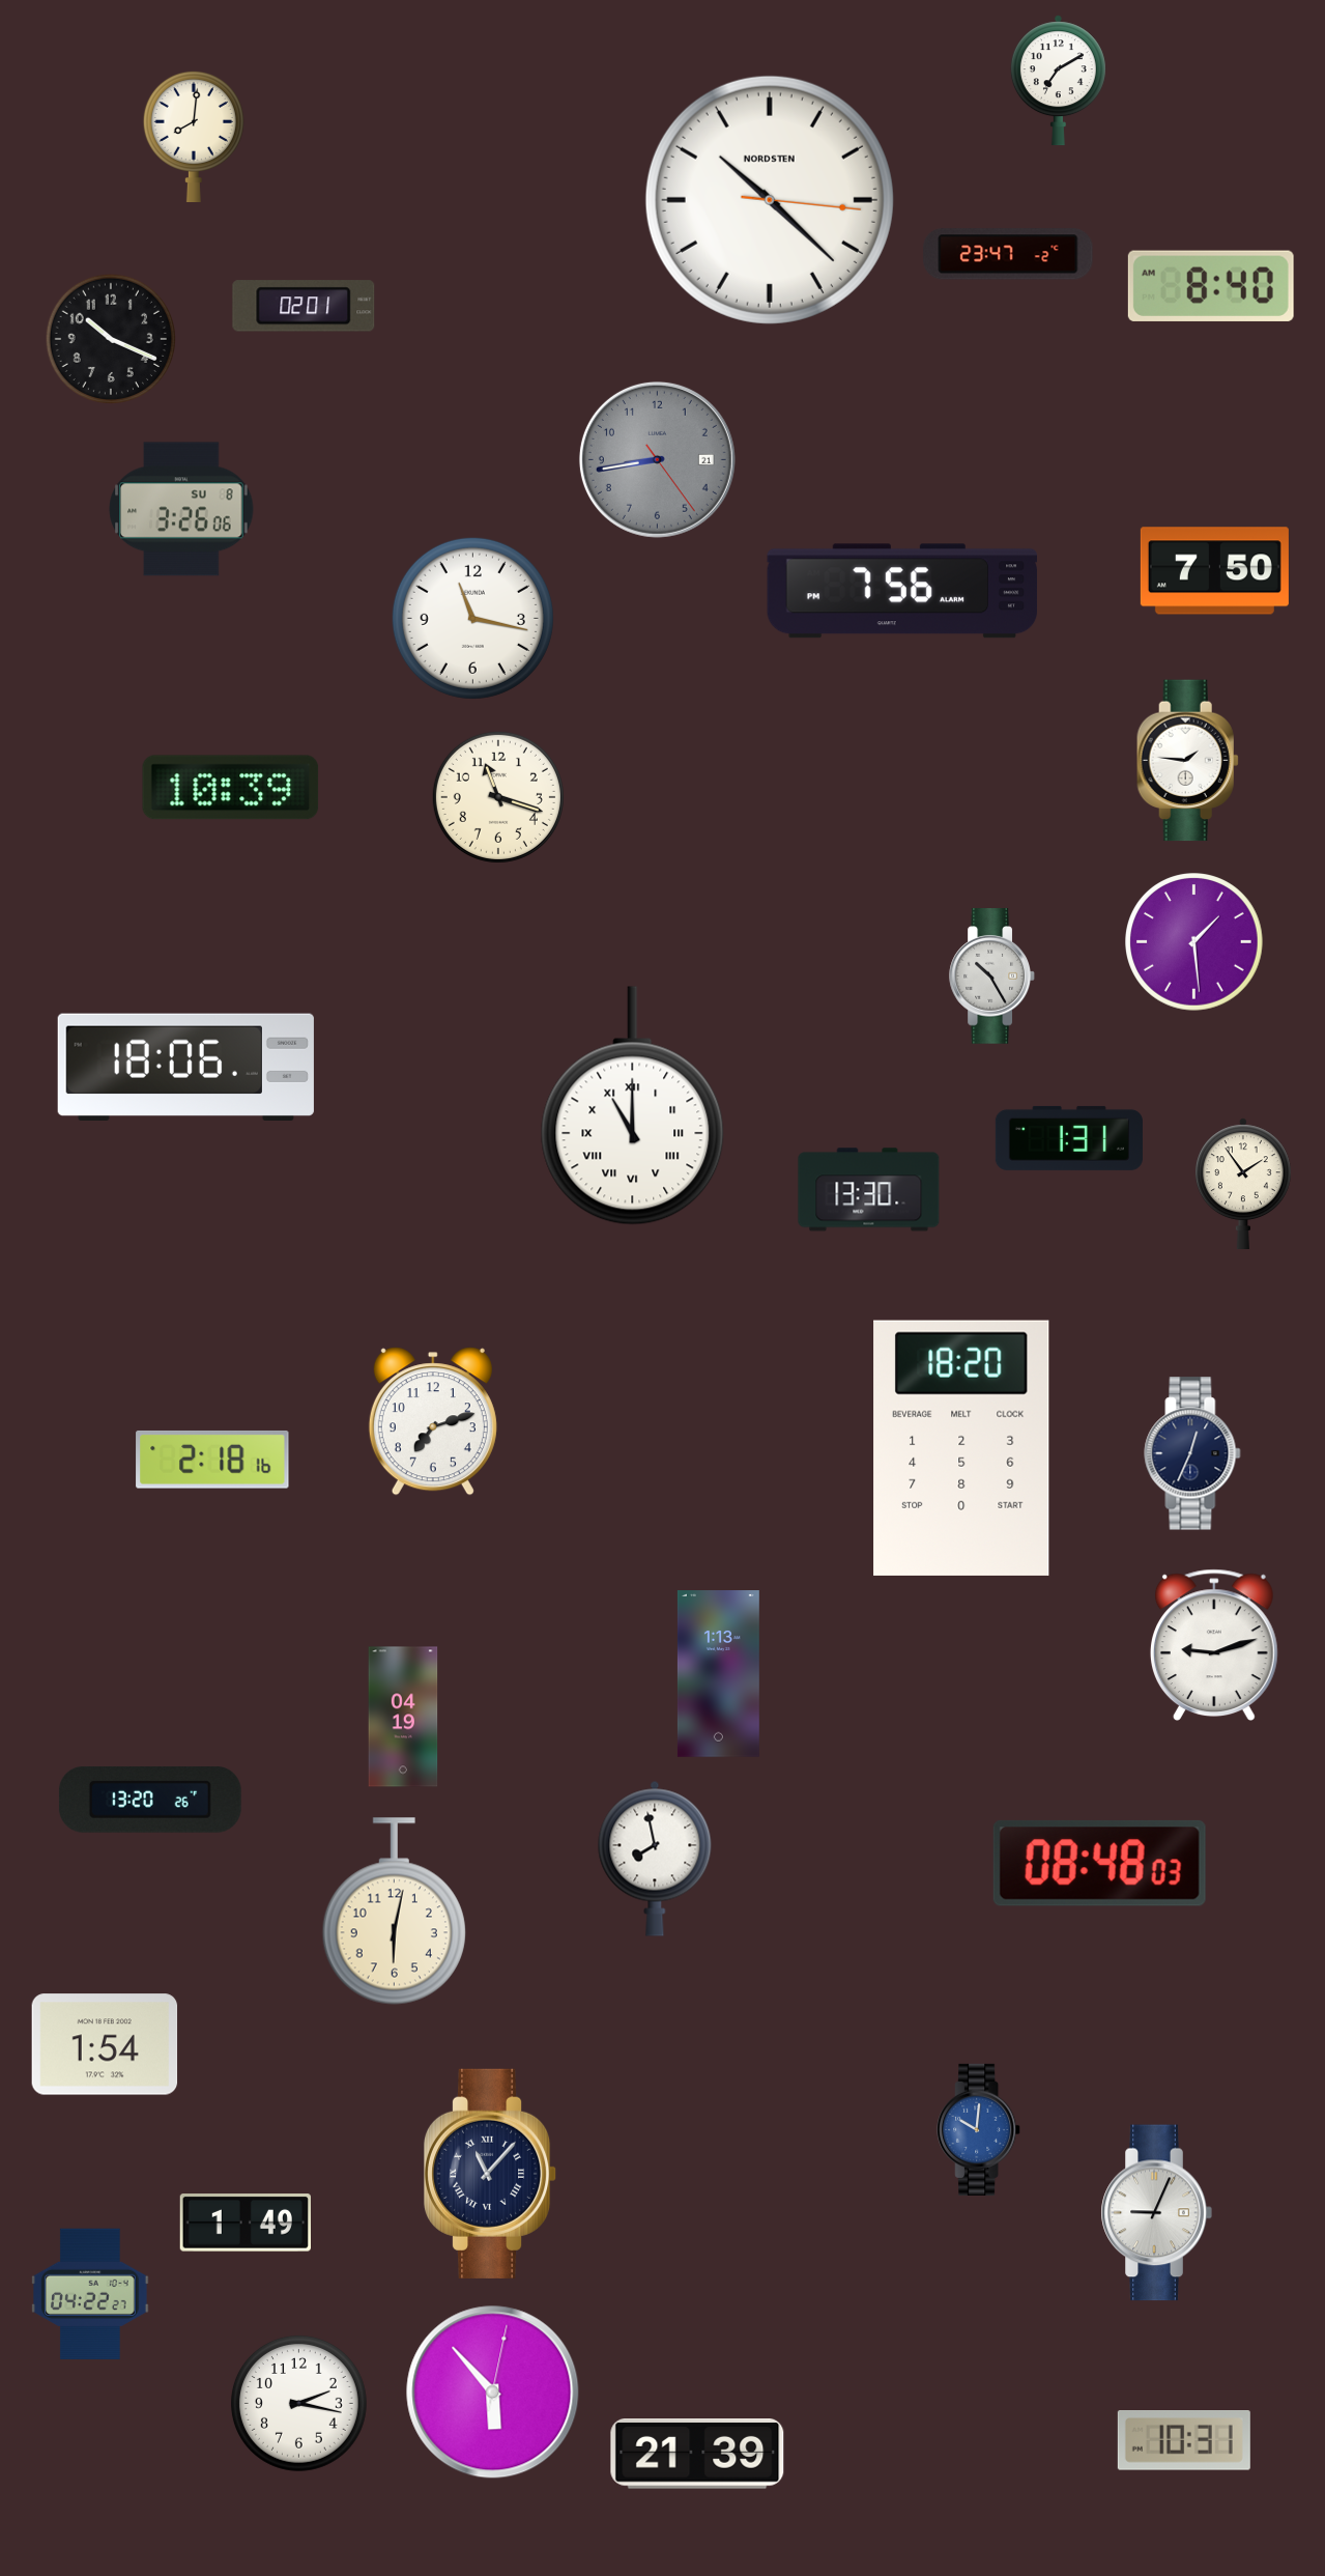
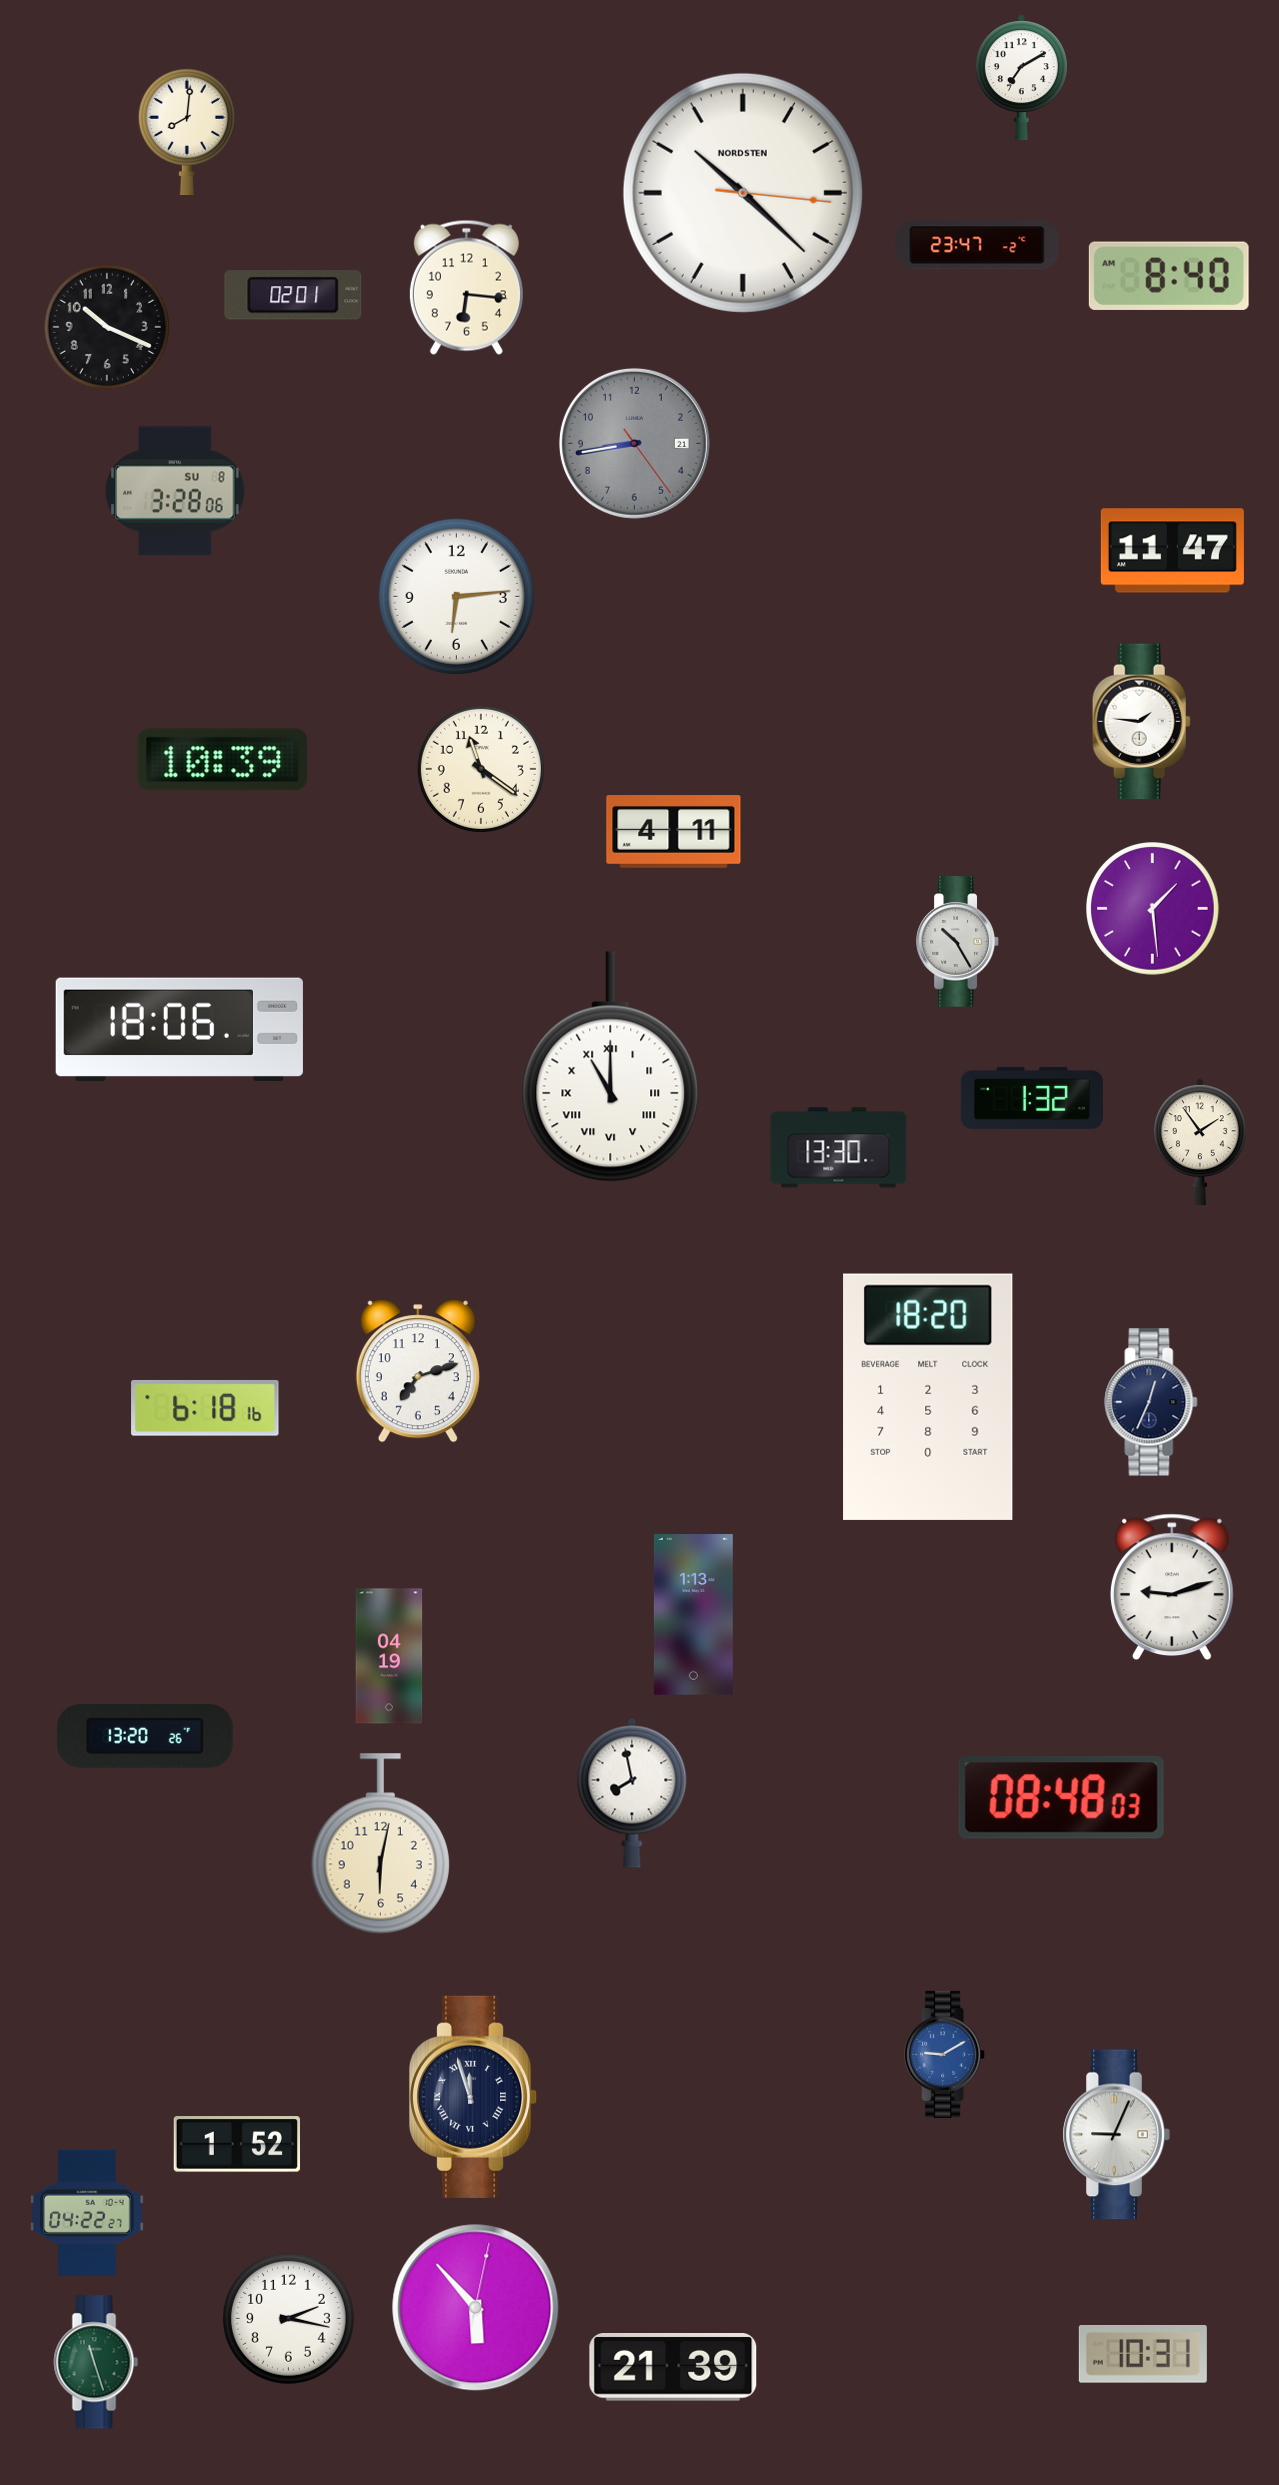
clock at (1008, 254) position: (1008, 254) -> (977, 245)
clock at (466, 287): none -> 6:16
clock at (181, 509): 3:26 -> 3:28
clock at (1214, 571): 7:50 -> 11:47
clock at (902, 591): 7:56 -> none
clock at (472, 618): 11:17 -> 6:14
clock at (1187, 761) position: (1187, 761) -> (1141, 722)
clock at (498, 797): 11:18 -> 11:21
clock at (674, 832): none -> 4:11
clock at (1069, 1138): 1:31 -> 1:32
clock at (212, 1460): 2:18 -> 6:18
clock at (105, 2044): 1:54 -> none
clock at (979, 2129): 10:01 -> 9:10
clock at (490, 2174): 11:07 -> 11:57
clock at (244, 2223): 1:49 -> 1:52
clock at (96, 2362): none -> 11:27
